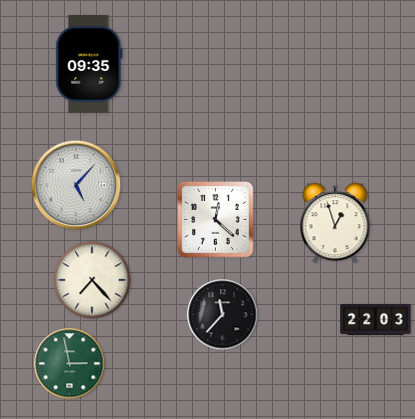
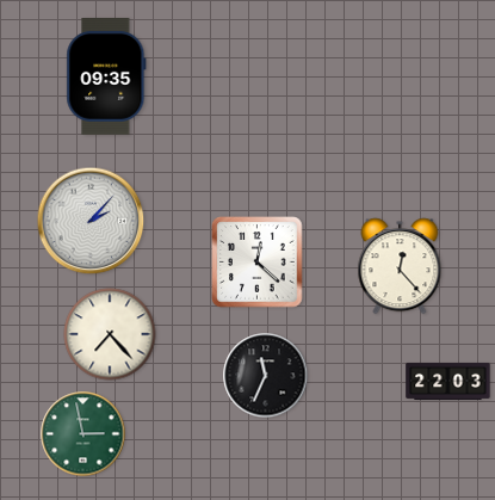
clock at (76, 185): 5:07 -> 2:07
clock at (335, 223): 12:57 -> 12:23
clock at (223, 315): 11:37 -> 11:34
